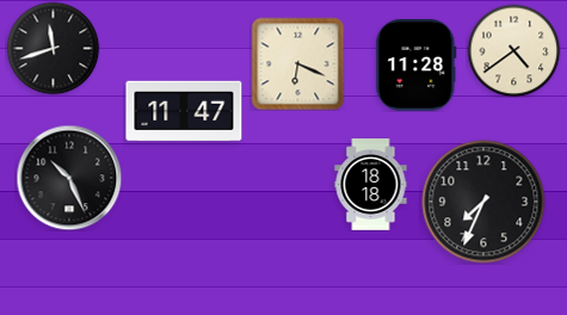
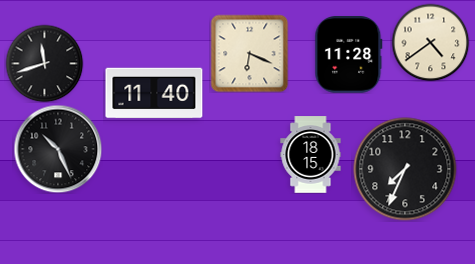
clock at (53, 48) position: (53, 48) -> (44, 63)
clock at (184, 111): 11:47 -> 11:40
clock at (371, 185): 18:18 -> 18:15
